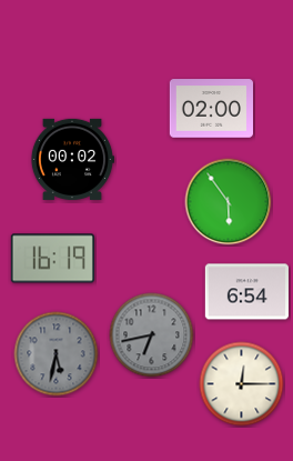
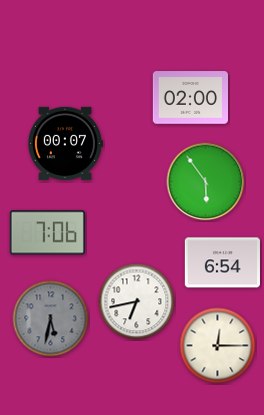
clock at (72, 159): 00:02 -> 00:07
clock at (52, 259): 16:19 -> 7:06
clock at (152, 335) dial: grey -> white
